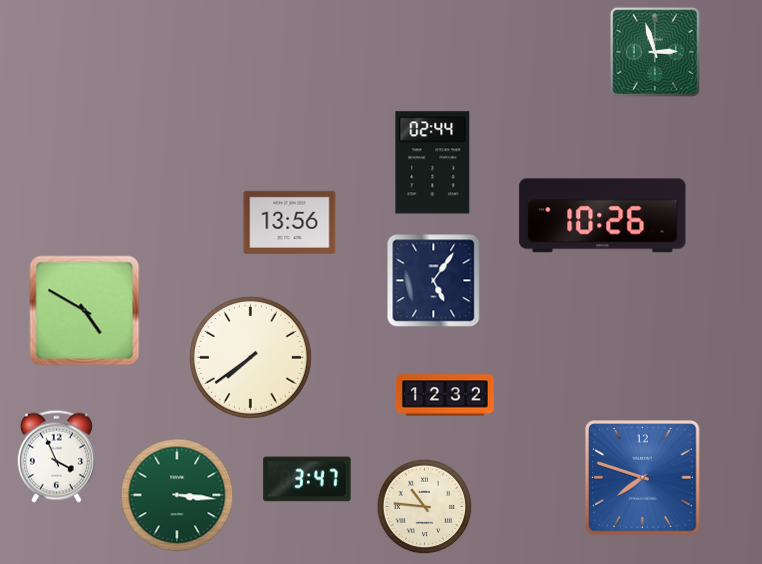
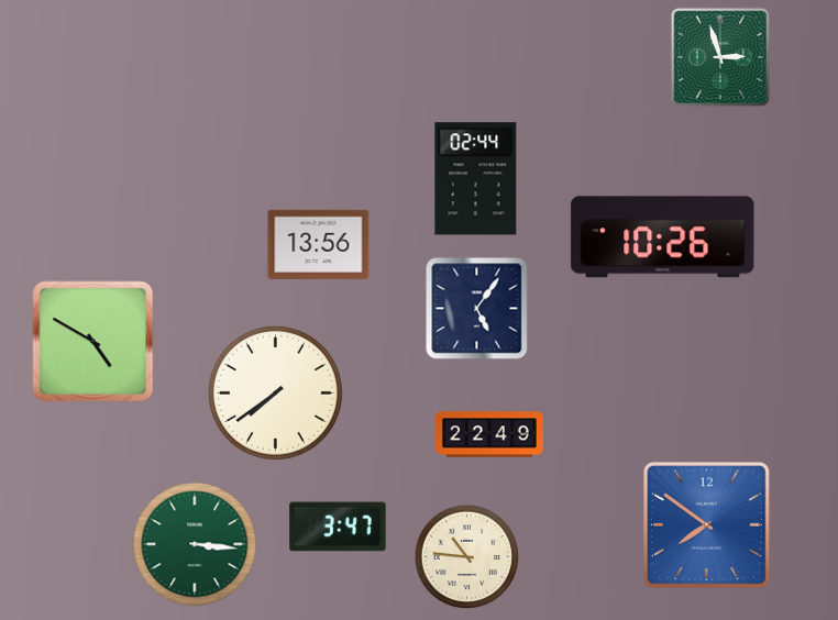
clock at (445, 395): 12:32 -> 22:49
clock at (56, 456): 3:56 -> none
clock at (643, 478): 7:48 -> 7:51
